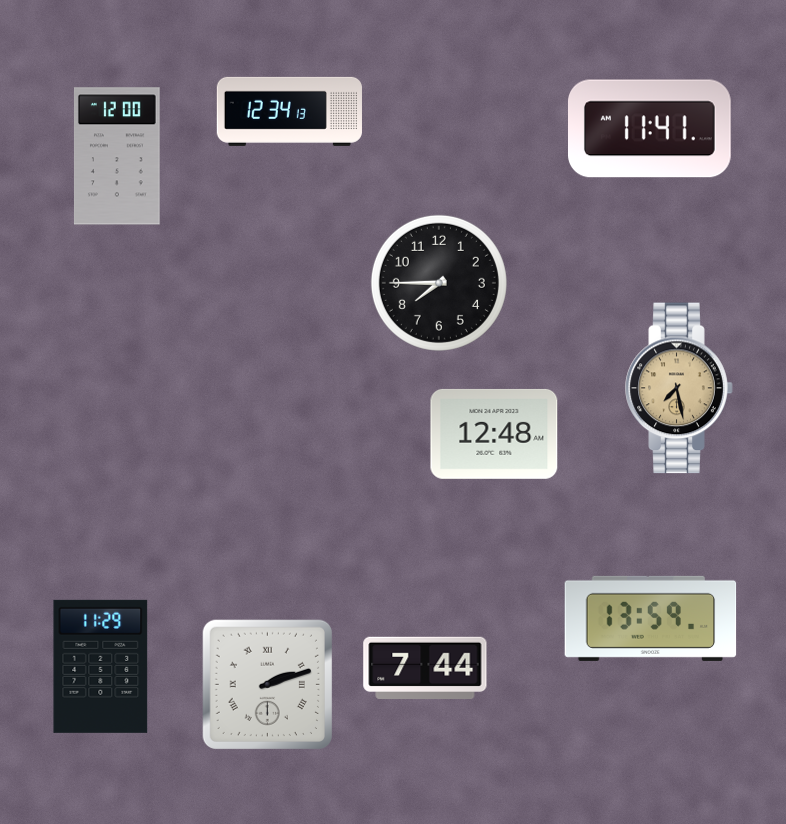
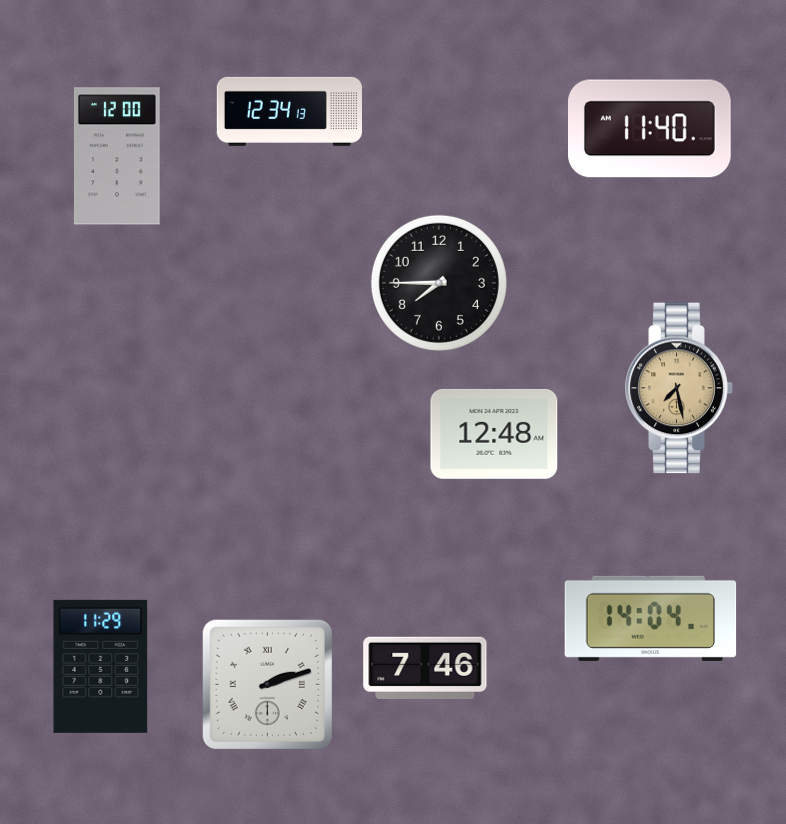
clock at (650, 129): 11:41 -> 11:40
clock at (651, 618): 13:59 -> 14:04
clock at (425, 668): 7:44 -> 7:46
